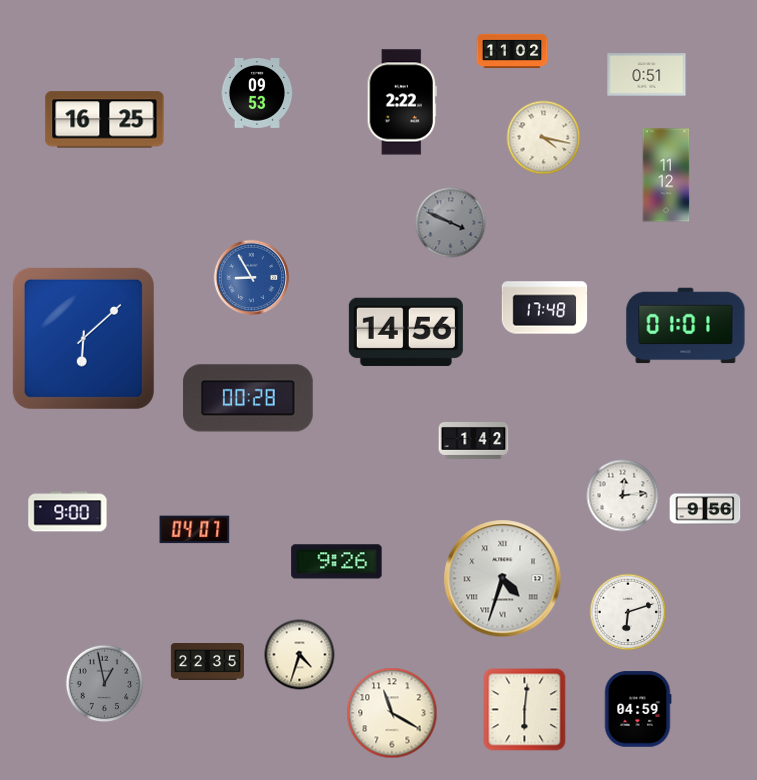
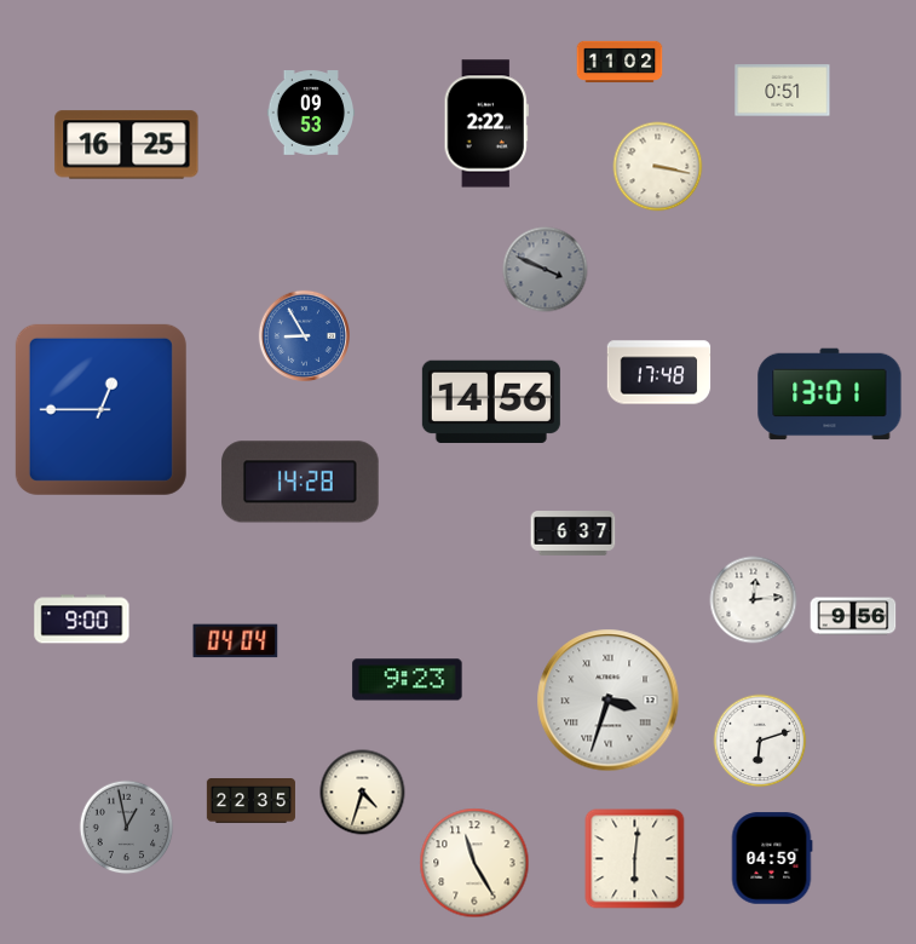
clock at (544, 138): 4:17 -> 3:17
clock at (666, 175): 11:12 -> none
clock at (686, 326): 01:01 -> 13:01
clock at (83, 338): 6:08 -> 12:45
clock at (248, 398): 00:28 -> 14:28
clock at (474, 441): 1:42 -> 6:37
clock at (195, 530): 04:07 -> 04:04
clock at (337, 562): 9:26 -> 9:23
clock at (503, 579): 4:33 -> 3:33
clock at (392, 713): 11:20 -> 11:25
